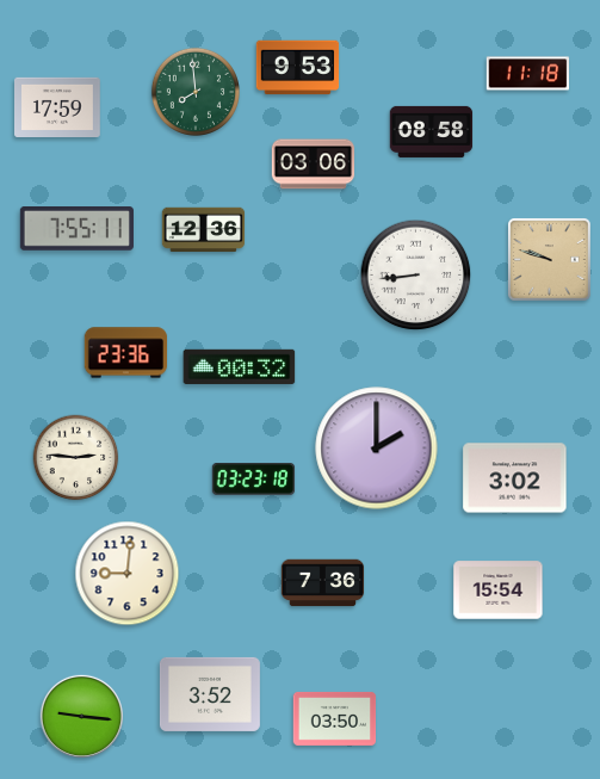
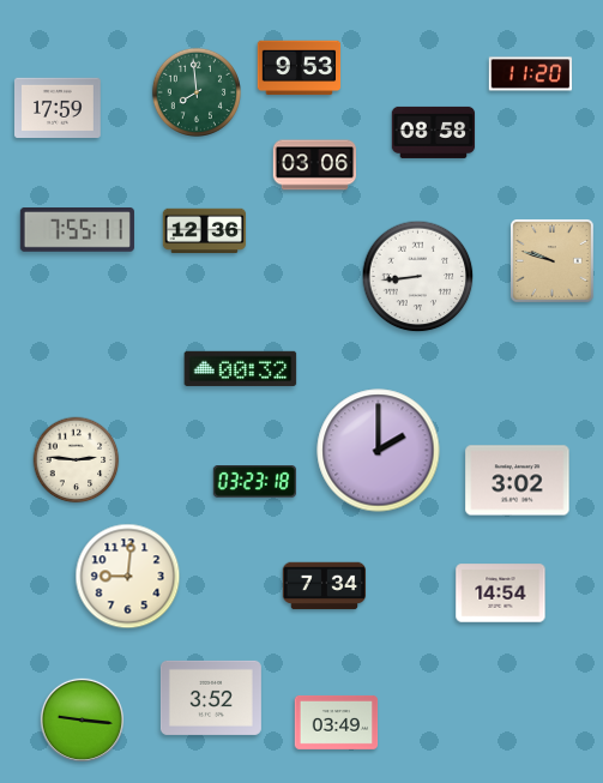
clock at (528, 74): 11:18 -> 11:20
clock at (126, 353): 23:36 -> none
clock at (323, 583): 7:36 -> 7:34
clock at (499, 591): 15:54 -> 14:54
clock at (335, 718): 03:50 -> 03:49
